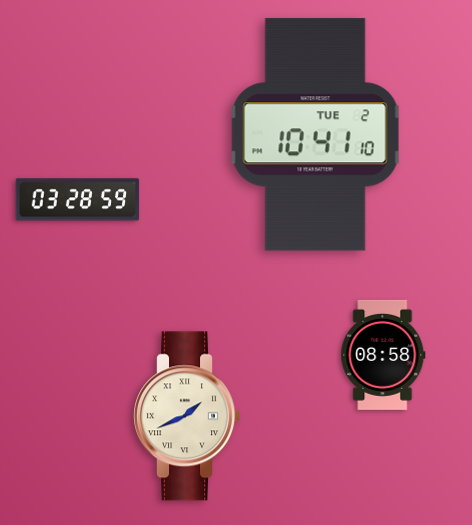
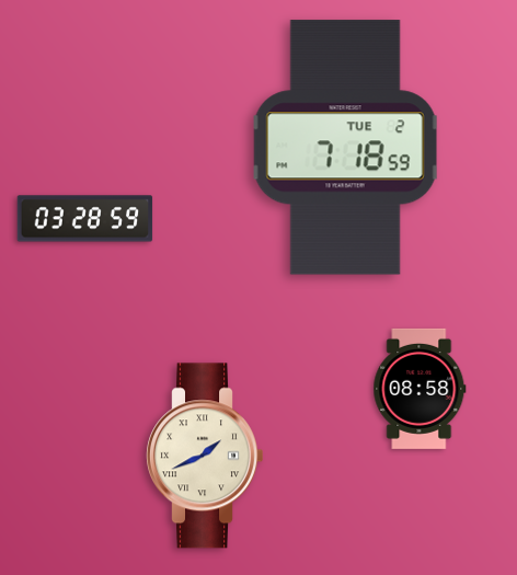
clock at (316, 135): 10:41 -> 7:18
